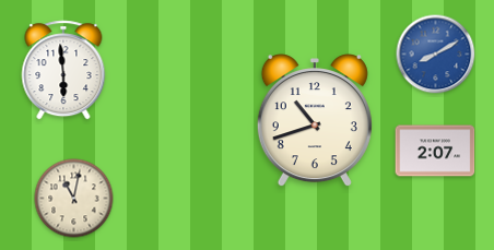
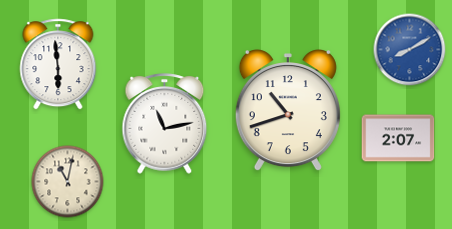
clock at (436, 55) position: (436, 55) -> (410, 50)
clock at (165, 124): none -> 11:13
